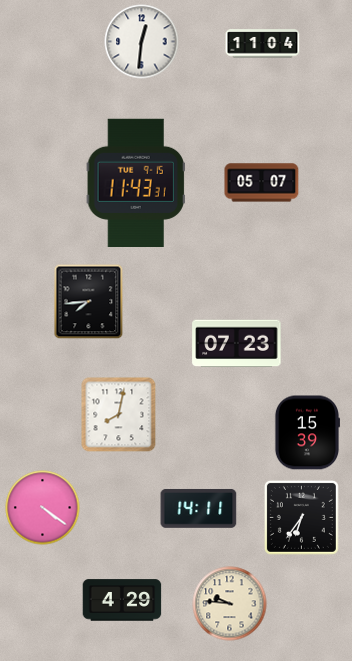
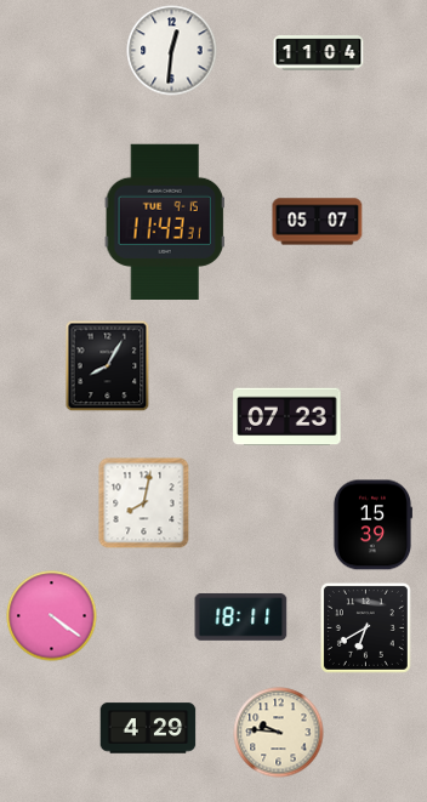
clock at (89, 302): 7:44 -> 8:05
clock at (199, 508): 14:11 -> 18:11
clock at (301, 517): 6:36 -> 6:40
